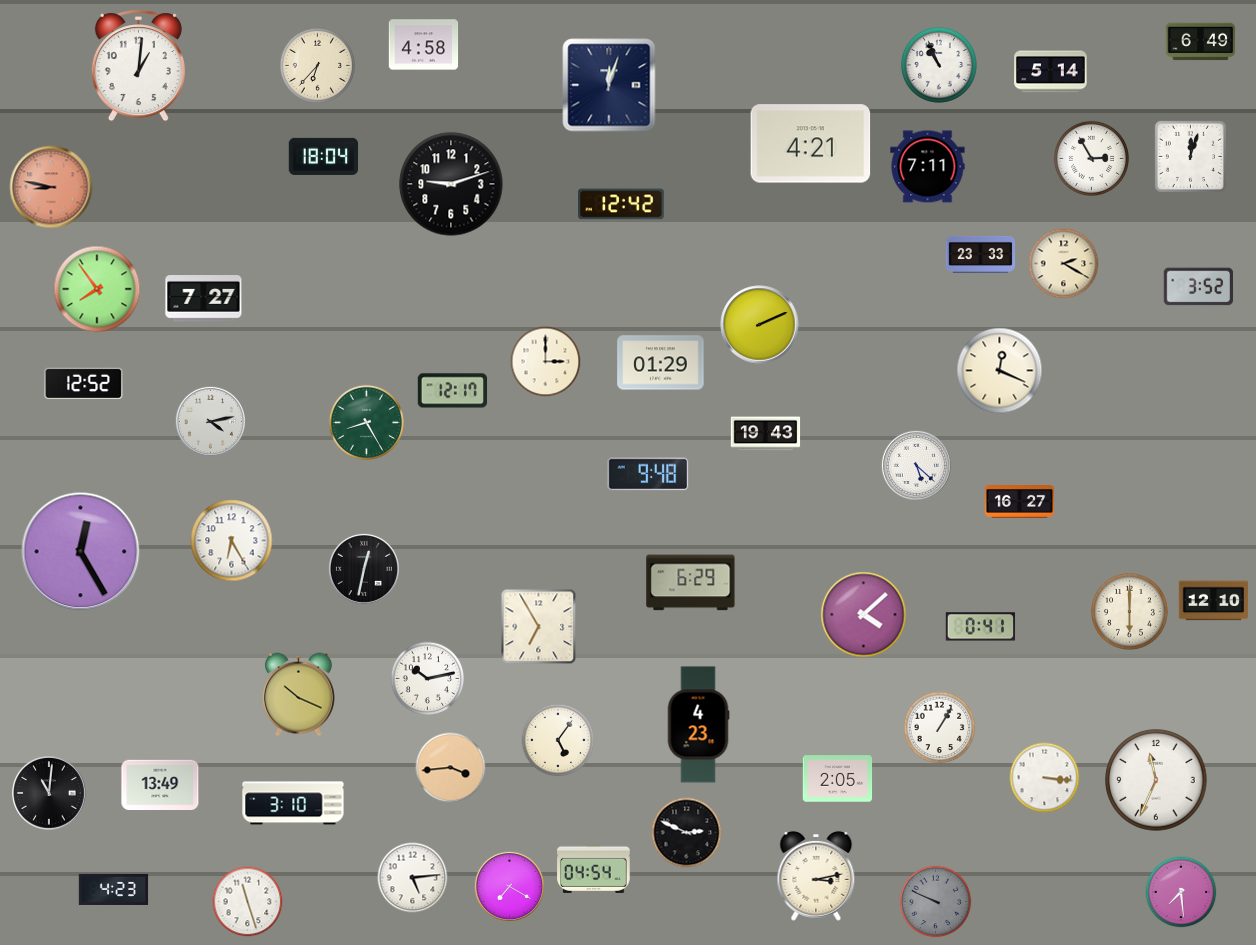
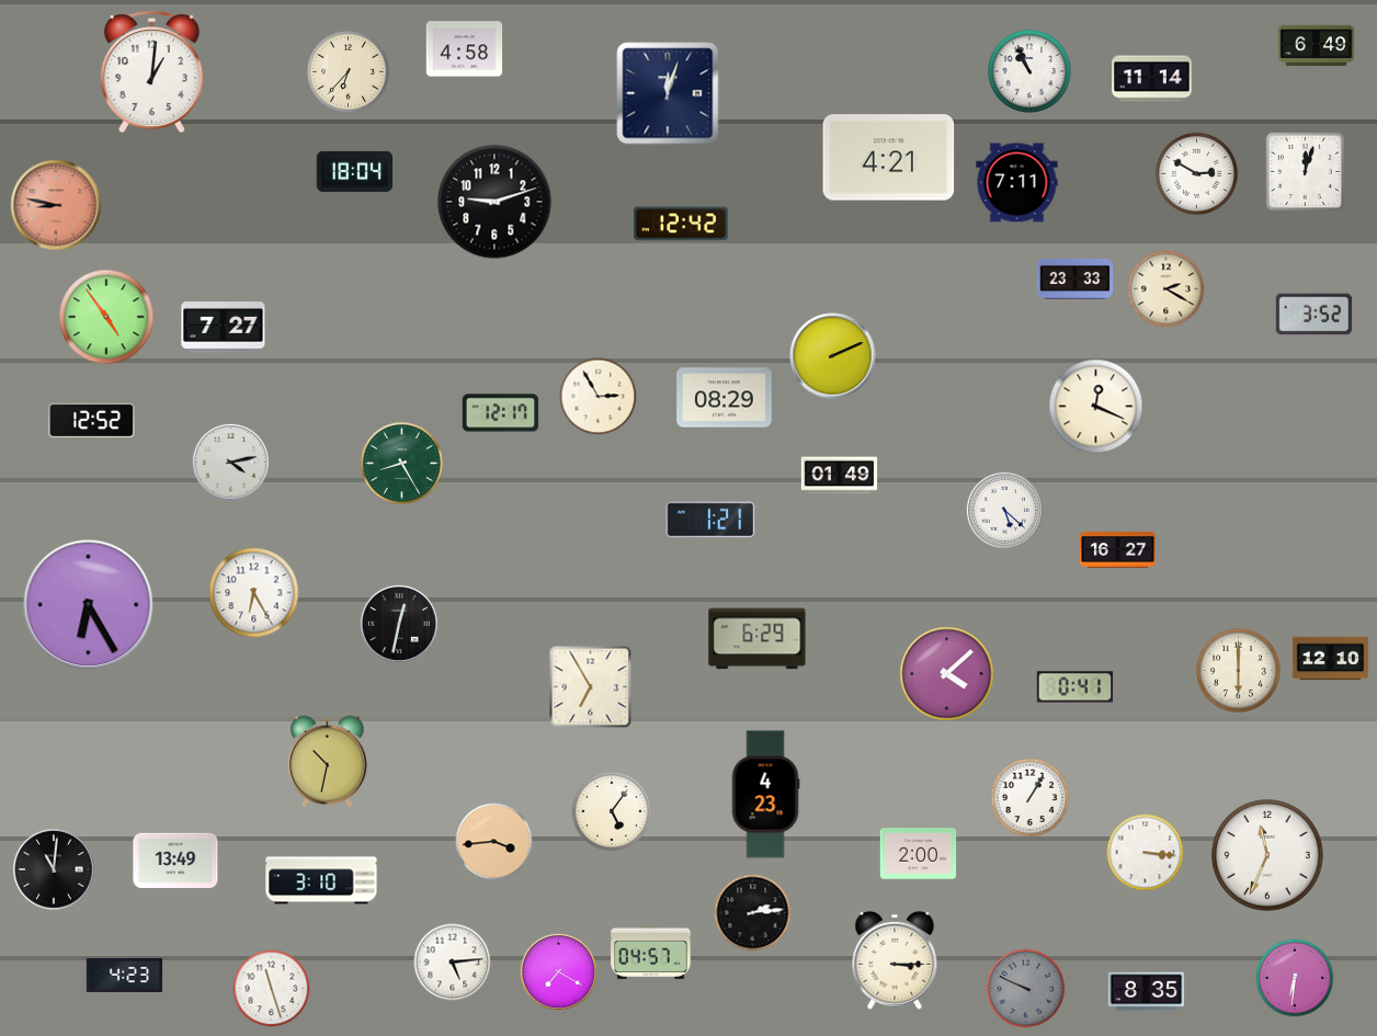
clock at (1051, 72): 5:14 -> 11:14
clock at (1091, 158): 2:55 -> 2:50
clock at (97, 289): 7:54 -> 4:54
clock at (546, 362): 3:00 -> 2:55
clock at (661, 363): 01:29 -> 08:29
clock at (453, 391) position: (453, 391) -> (501, 413)
clock at (766, 434): 19:43 -> 01:49
clock at (648, 474): 9:48 -> 1:21
clock at (81, 552): 12:25 -> 6:25
clock at (428, 679): 10:13 -> none
clock at (298, 695): 10:19 -> 10:32
clock at (838, 779): 2:05 -> 2:00
clock at (687, 833): 2:49 -> 2:14
clock at (594, 868): 04:54 -> 04:57
clock at (816, 876): 3:13 -> 3:15
clock at (1181, 892): 7:29 -> 6:31
clock at (1147, 992): none -> 8:35
